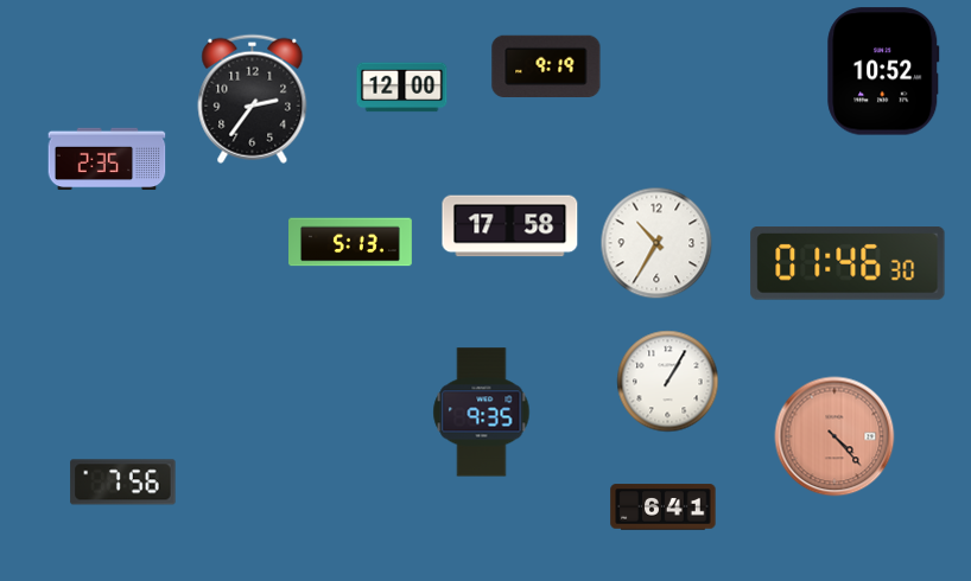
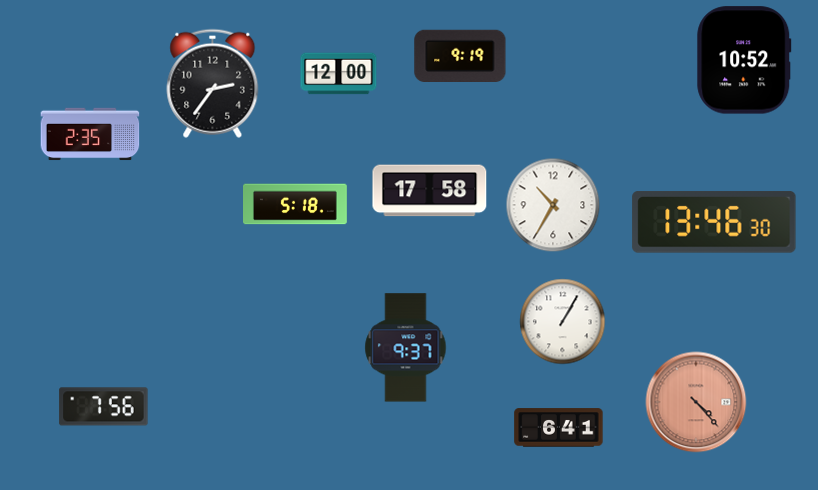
clock at (351, 242): 5:13 -> 5:18
clock at (848, 264): 01:46 -> 13:46
clock at (482, 413): 9:35 -> 9:37
clock at (834, 436) position: (834, 436) -> (696, 402)
